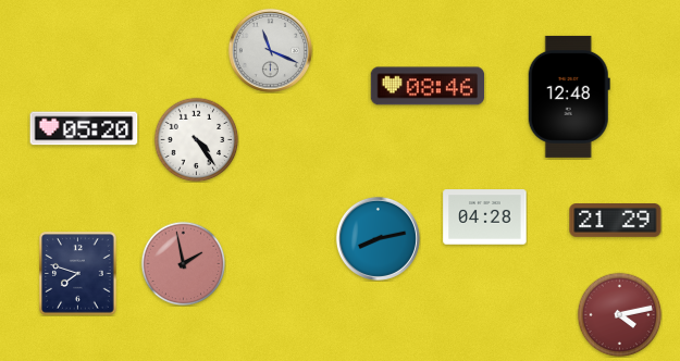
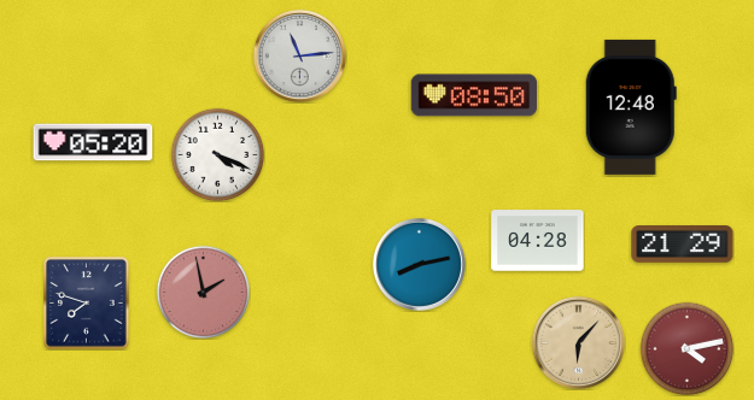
clock at (270, 50): 11:19 -> 11:14
clock at (428, 86): 08:46 -> 08:50
clock at (196, 139): 4:24 -> 4:19
clock at (578, 342): none -> 6:07
